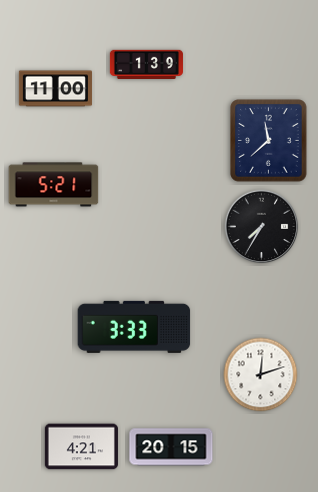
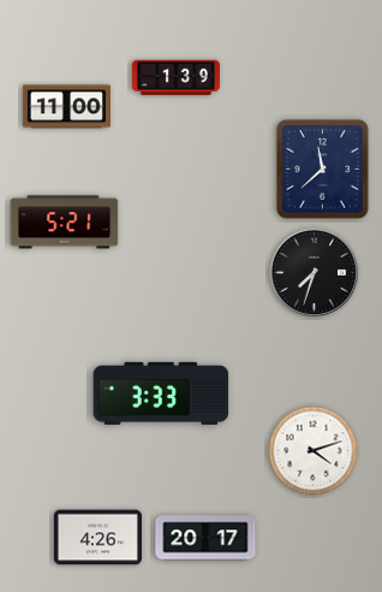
clock at (262, 227): 7:35 -> 7:33
clock at (261, 375): 12:12 -> 4:12
clock at (81, 447): 4:21 -> 4:26
clock at (171, 447): 20:15 -> 20:17
